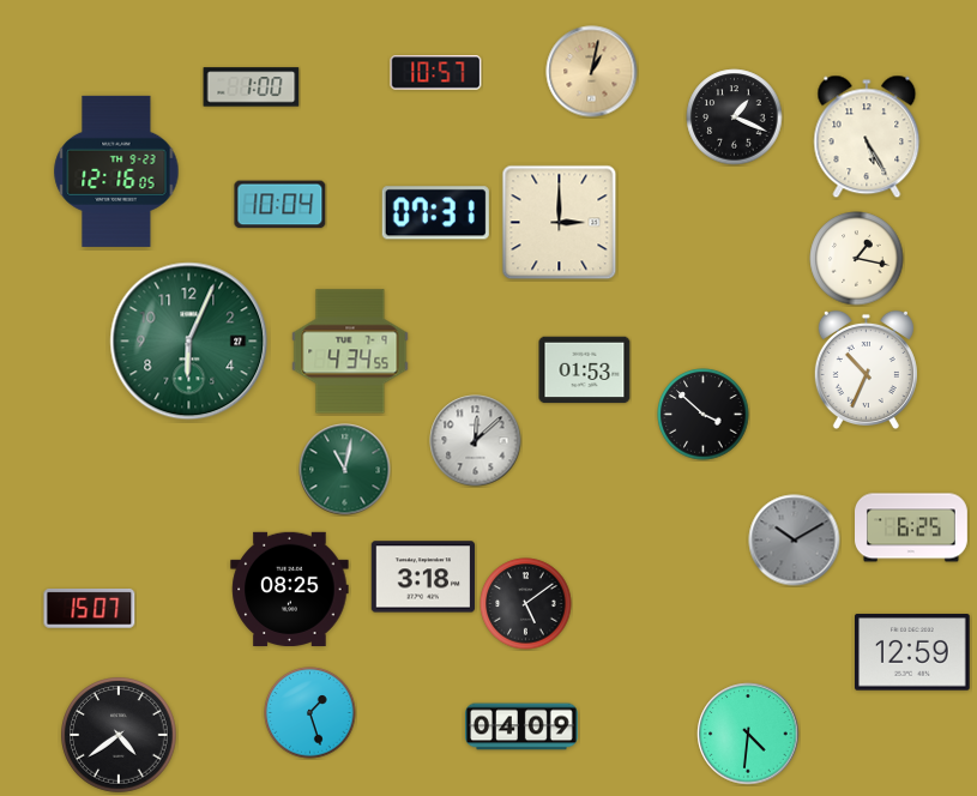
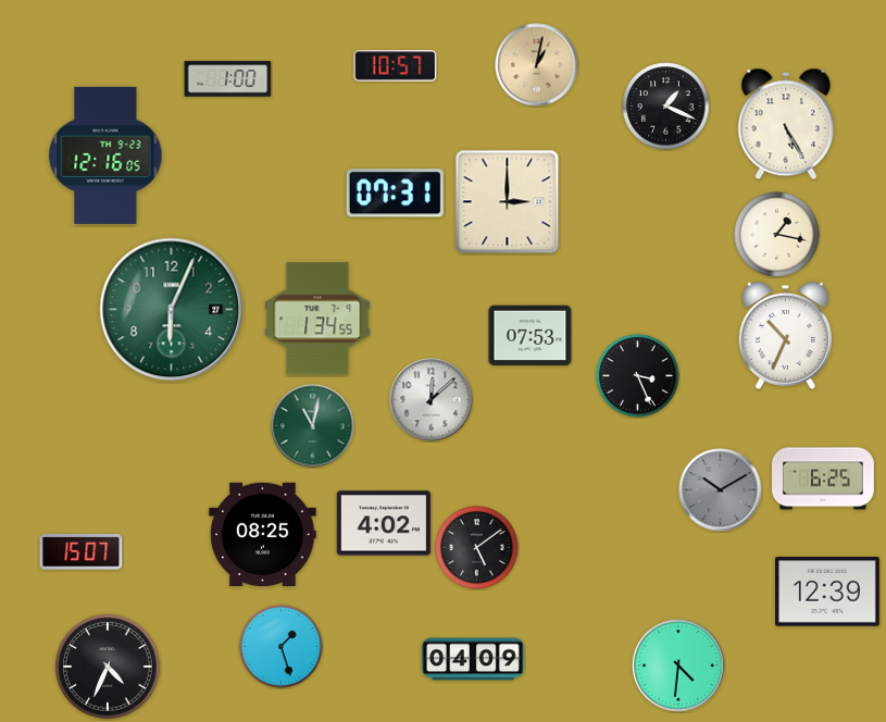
clock at (281, 205): 10:04 -> none
clock at (350, 351): 4:34 -> 1:34
clock at (585, 370): 01:53 -> 07:53
clock at (704, 415): 3:52 -> 3:26
clock at (912, 527) position: (912, 527) -> (824, 478)
clock at (423, 577): 3:18 -> 4:02
clock at (913, 652): 12:59 -> 12:39
clock at (119, 735): 4:39 -> 4:34
